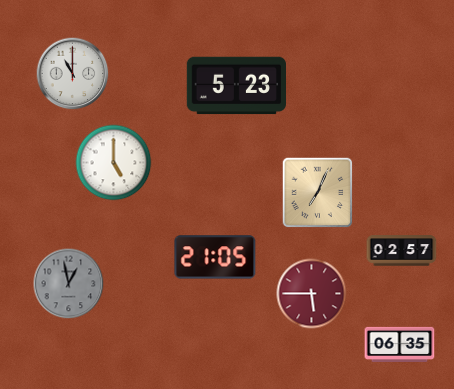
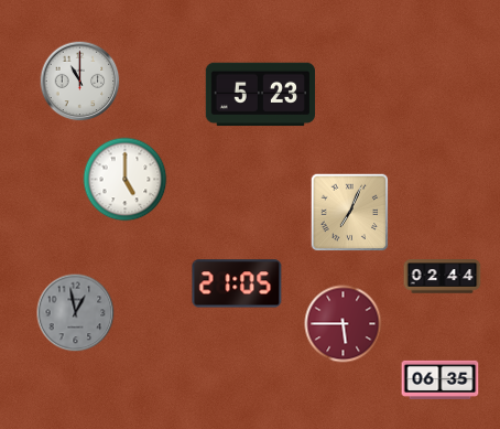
clock at (402, 251): 02:57 -> 02:44
